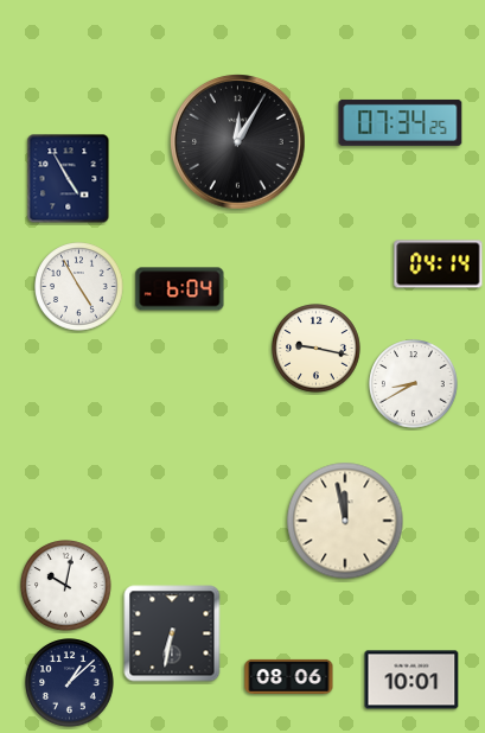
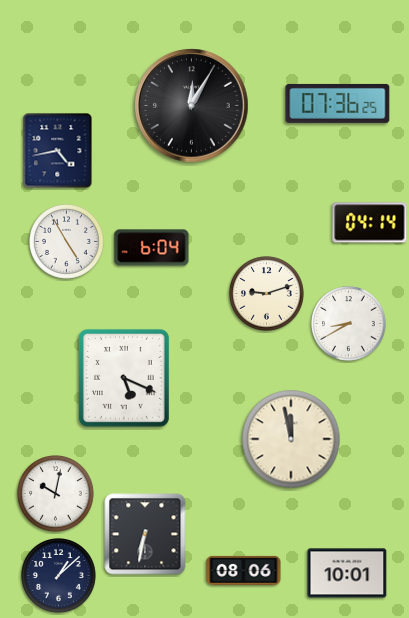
clock at (401, 122): 07:34 -> 07:36
clock at (238, 142) position: (238, 142) -> (192, 106)
clock at (69, 179): 4:55 -> 4:43
clock at (180, 289) position: (180, 289) -> (152, 248)
clock at (317, 349): 9:17 -> 9:12
clock at (124, 378): none -> 5:19
